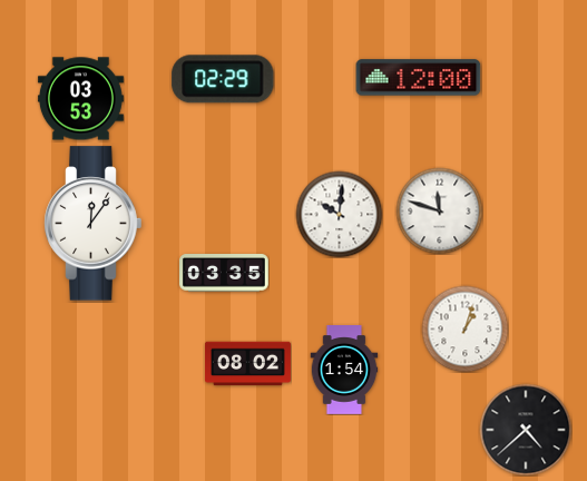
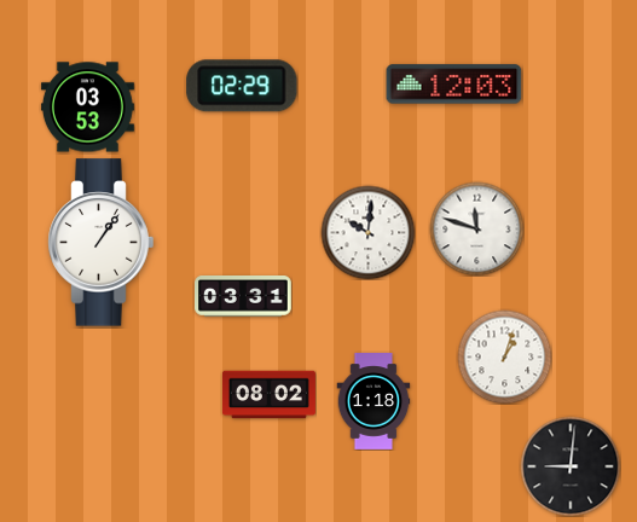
clock at (419, 78): 12:00 -> 12:03
clock at (94, 224): 12:06 -> 1:06
clock at (225, 274): 03:35 -> 03:31
clock at (344, 370): 1:54 -> 1:18
clock at (526, 430): 4:38 -> 9:01
